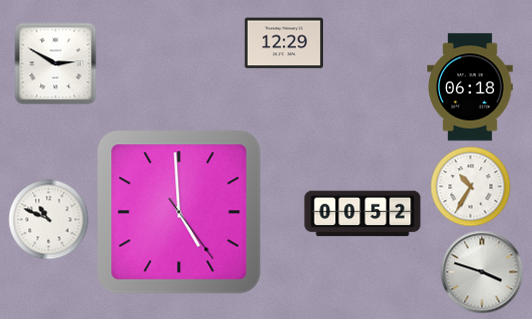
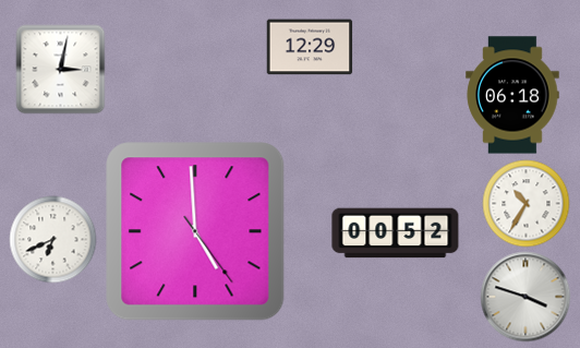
clock at (55, 63): 2:50 -> 3:02
clock at (470, 186) position: (470, 186) -> (525, 203)
clock at (48, 219): 10:49 -> 6:41
